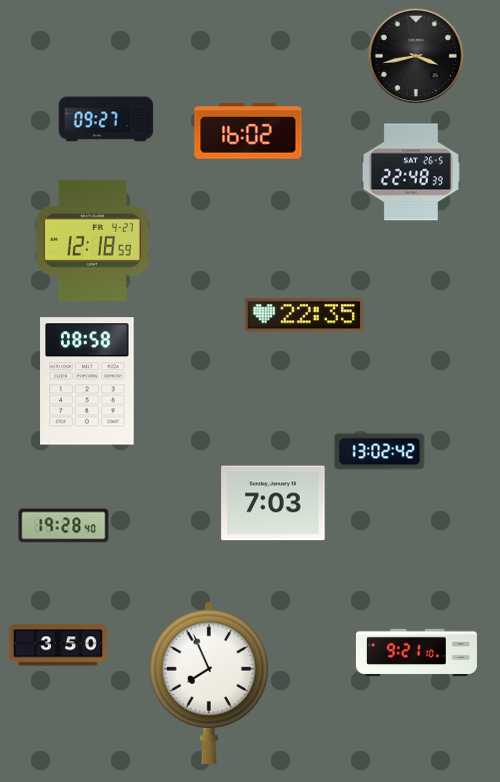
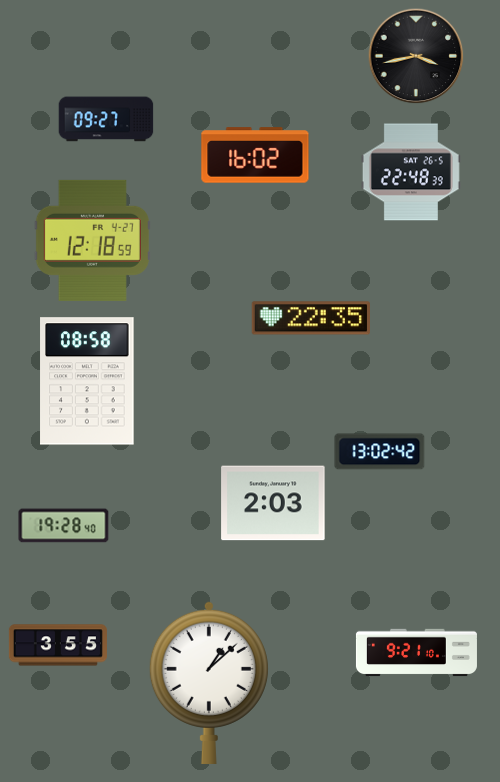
clock at (248, 131) position: (248, 131) -> (255, 155)
clock at (303, 315) position: (303, 315) -> (310, 318)
clock at (273, 503): 7:03 -> 2:03
clock at (58, 645): 3:50 -> 3:55
clock at (209, 682): 7:56 -> 1:08
